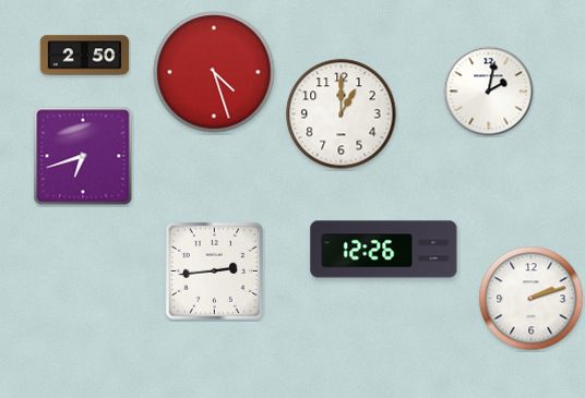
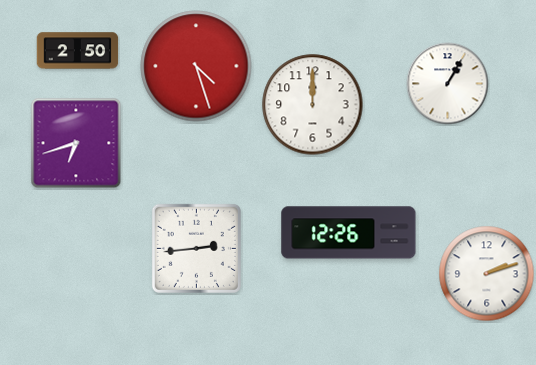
clock at (489, 92): 2:02 -> 1:05
clock at (342, 114): 1:00 -> 12:00
clock at (384, 250) position: (384, 250) -> (349, 233)
